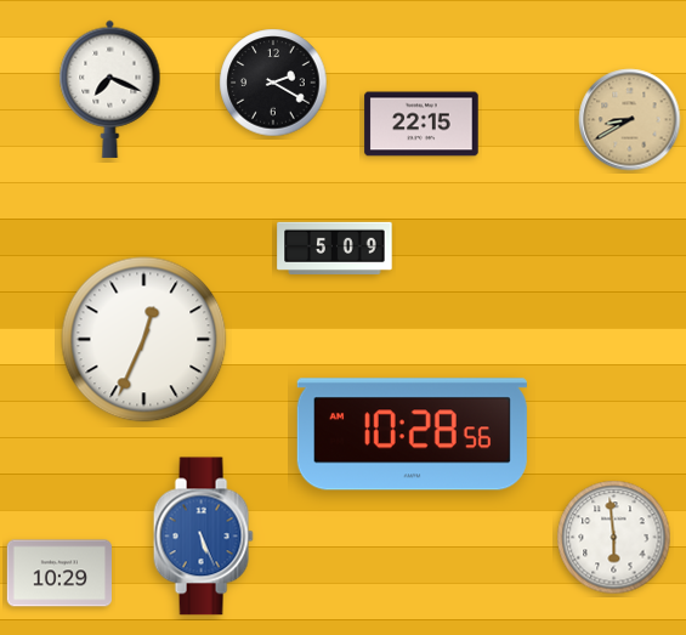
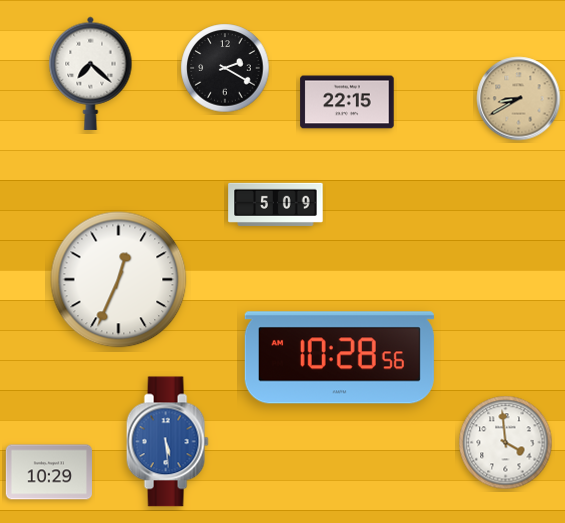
clock at (110, 89): 7:19 -> 7:22
clock at (203, 537): 5:26 -> 5:29
clock at (614, 538): 5:59 -> 3:59
